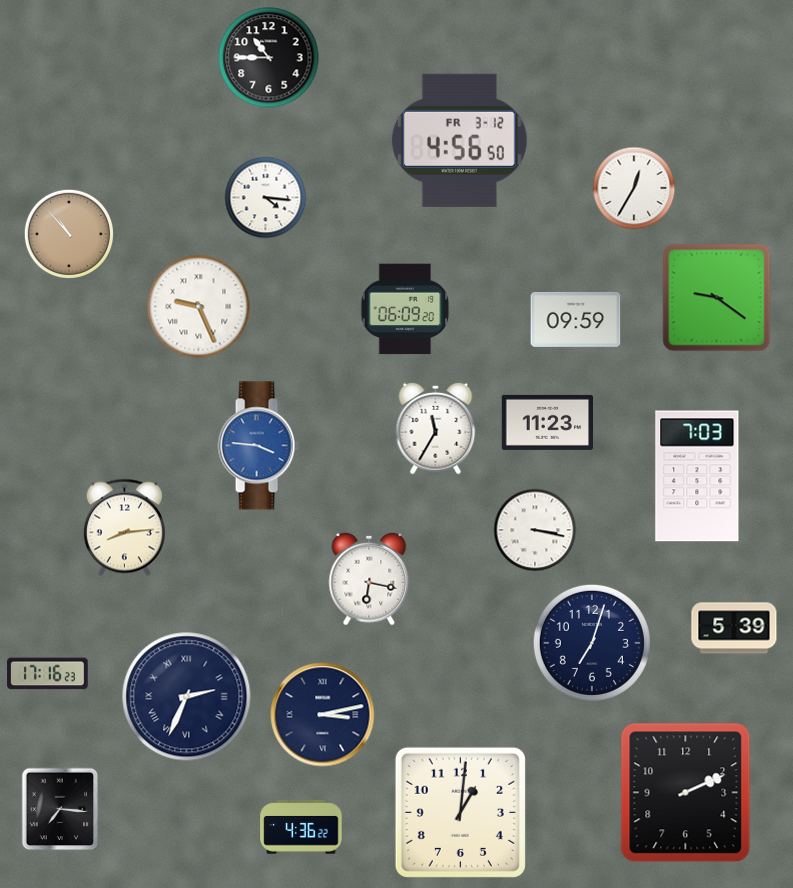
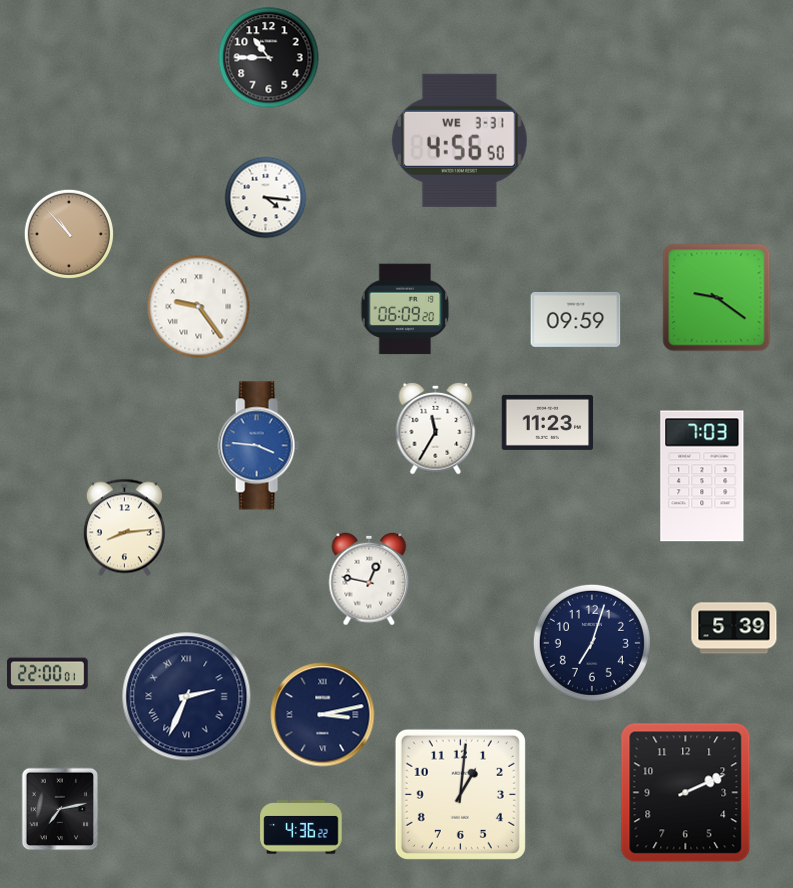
clock at (459, 140) date: FR 3-12 -> WE 3-31
clock at (634, 188): 12:35 -> none
clock at (199, 307): 9:26 -> 9:24
clock at (697, 476) position: (697, 476) -> (702, 476)
clock at (535, 530): 3:17 -> none
clock at (369, 579): 6:17 -> 12:47
clock at (48, 674): 17:16 -> 22:00
clock at (60, 809): 7:16 -> 7:13
clock at (460, 812) position: (460, 812) -> (460, 794)
